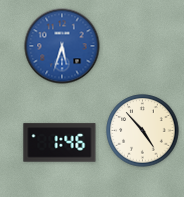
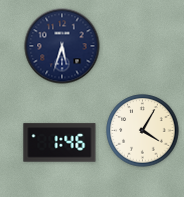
clock at (62, 46) dial: blue -> navy
clock at (143, 131): 4:53 -> 4:05
